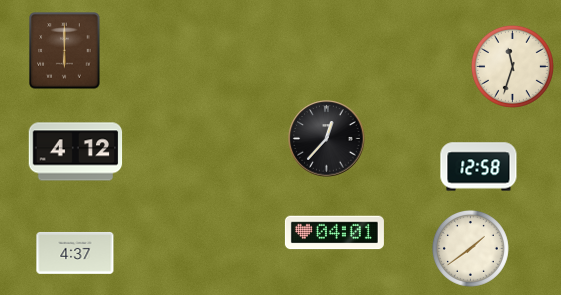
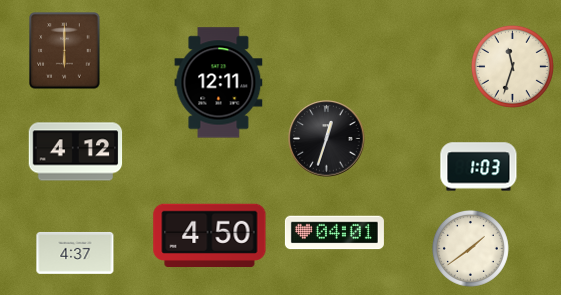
clock at (219, 83): none -> 12:11
clock at (327, 139): 12:37 -> 12:33
clock at (479, 167): 12:58 -> 1:03
clock at (210, 235): none -> 4:50
